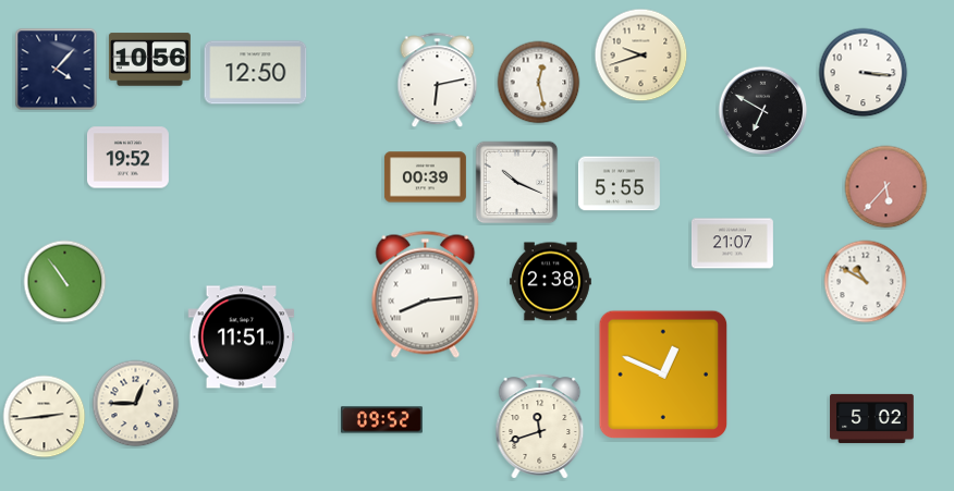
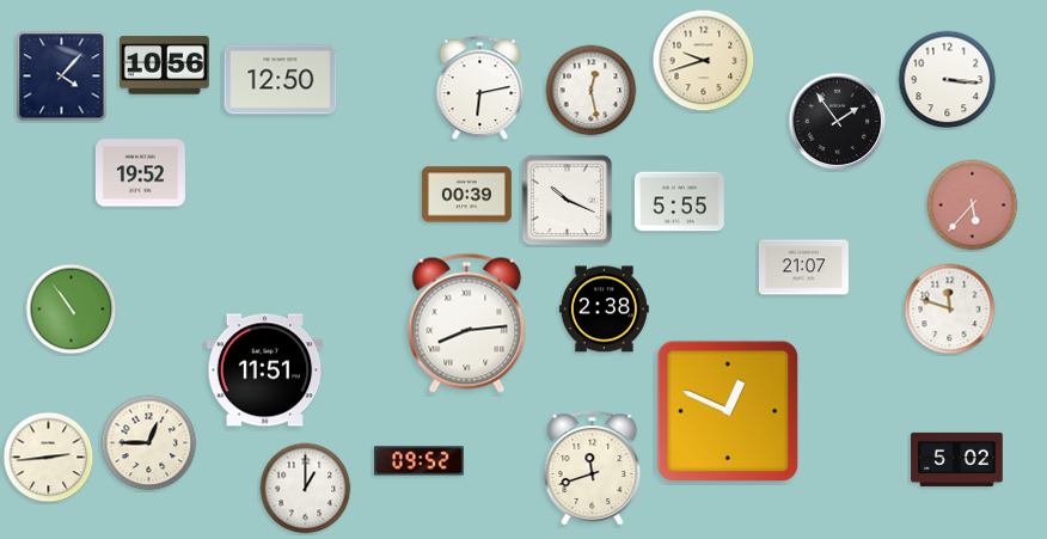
clock at (763, 111): 6:50 -> 1:54
clock at (866, 282): 10:50 -> 11:48
clock at (306, 489): none -> 1:00
